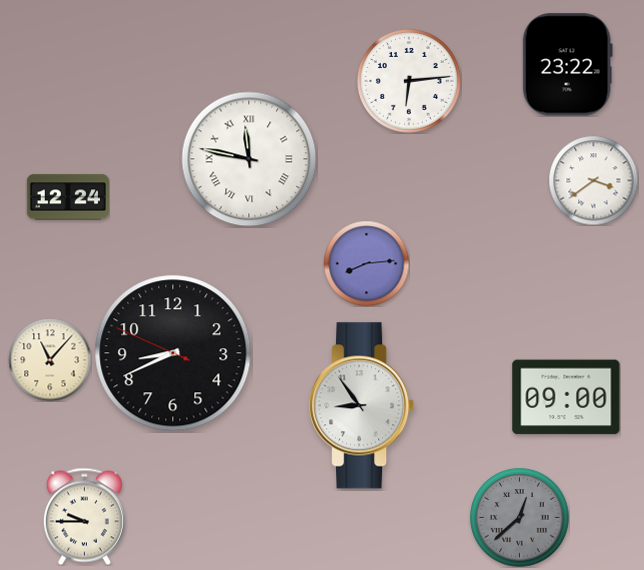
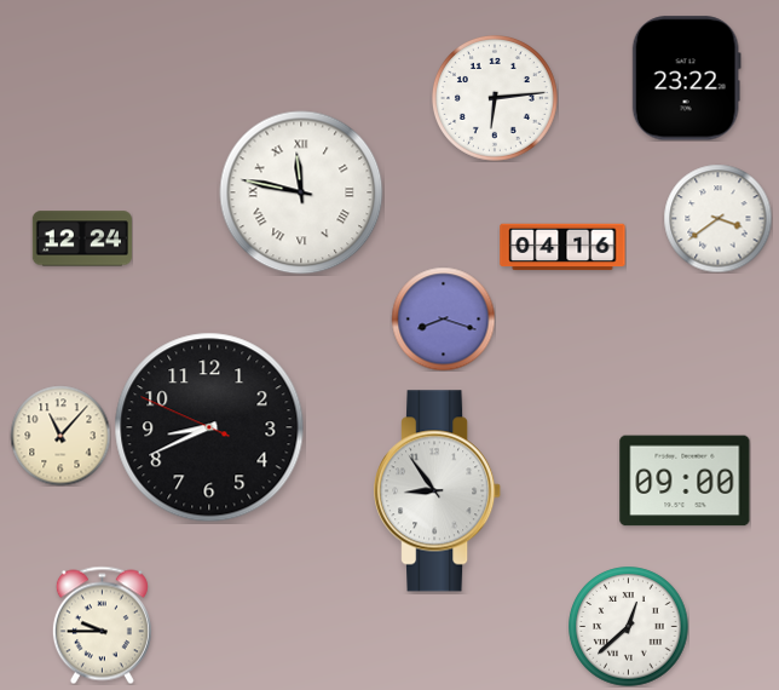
clock at (562, 247): none -> 04:16
clock at (366, 263): 8:14 -> 8:18
clock at (520, 518) dial: grey -> white
